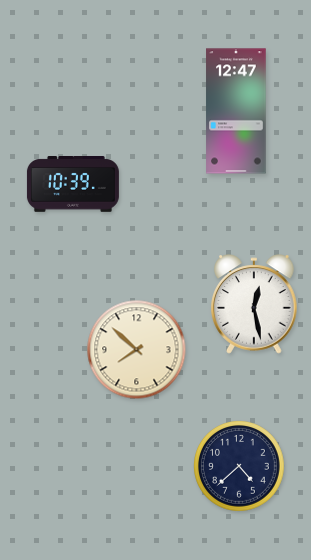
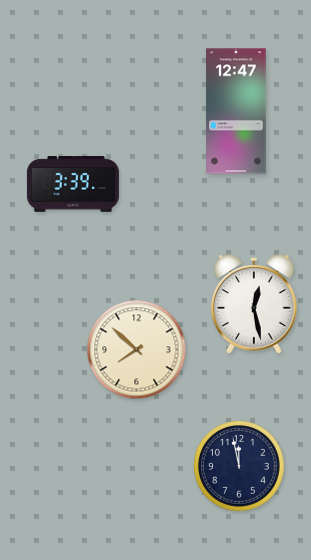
clock at (73, 185): 10:39 -> 3:39
clock at (240, 467): 4:38 -> 11:58
